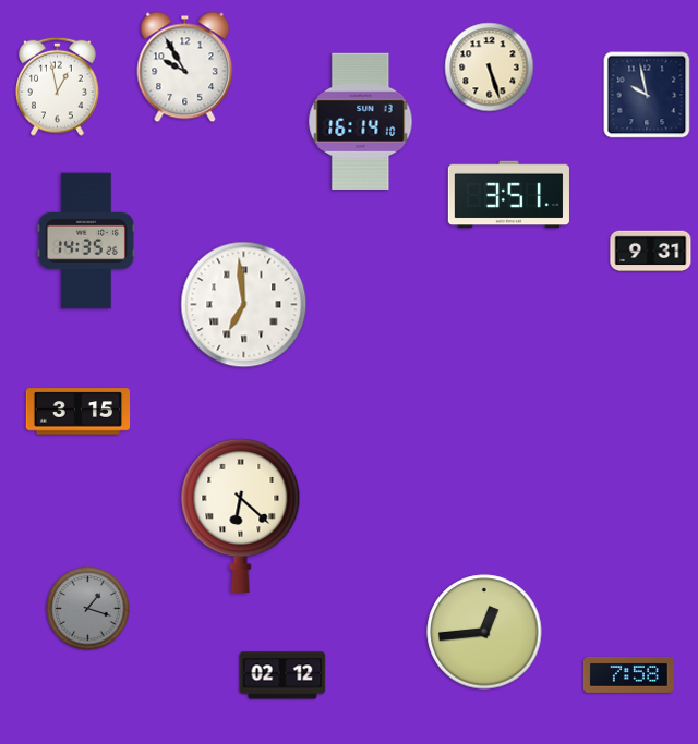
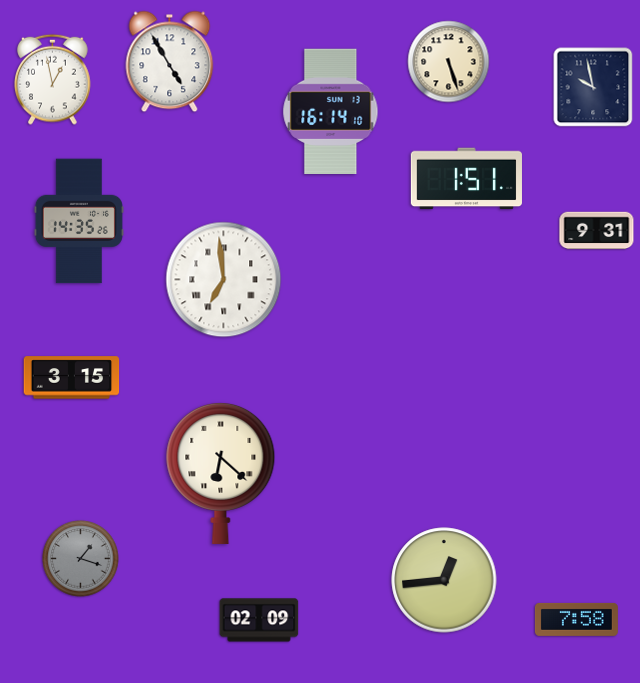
clock at (185, 68): 9:55 -> 4:55
clock at (508, 195): 3:51 -> 1:51
clock at (282, 675): 02:12 -> 02:09
